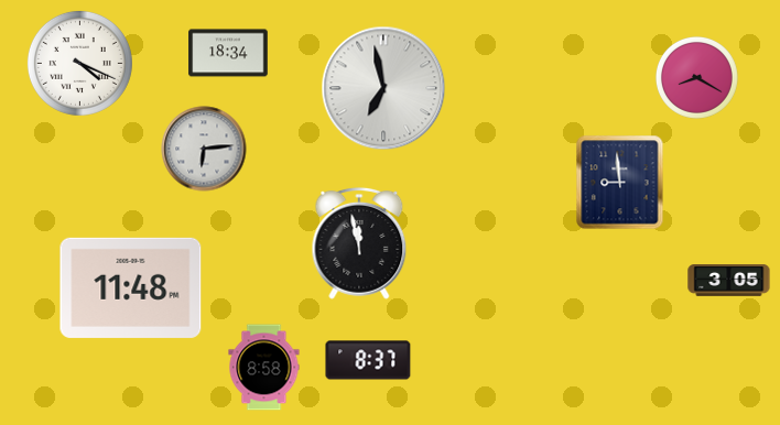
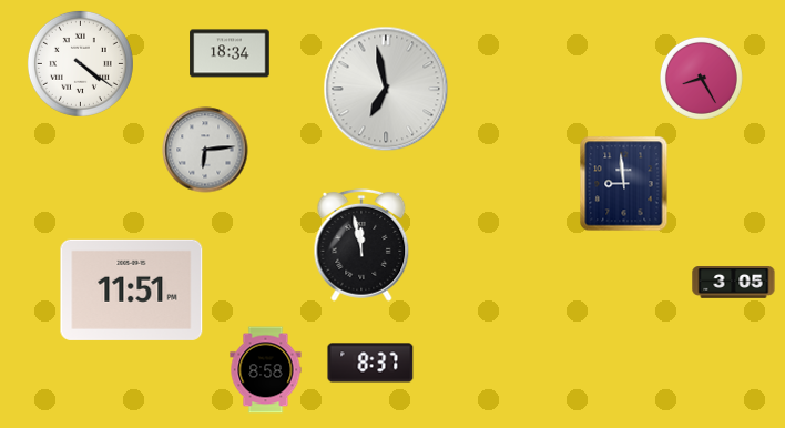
clock at (79, 63): 4:19 -> 4:21
clock at (696, 77): 8:20 -> 8:25
clock at (131, 287): 11:48 -> 11:51
